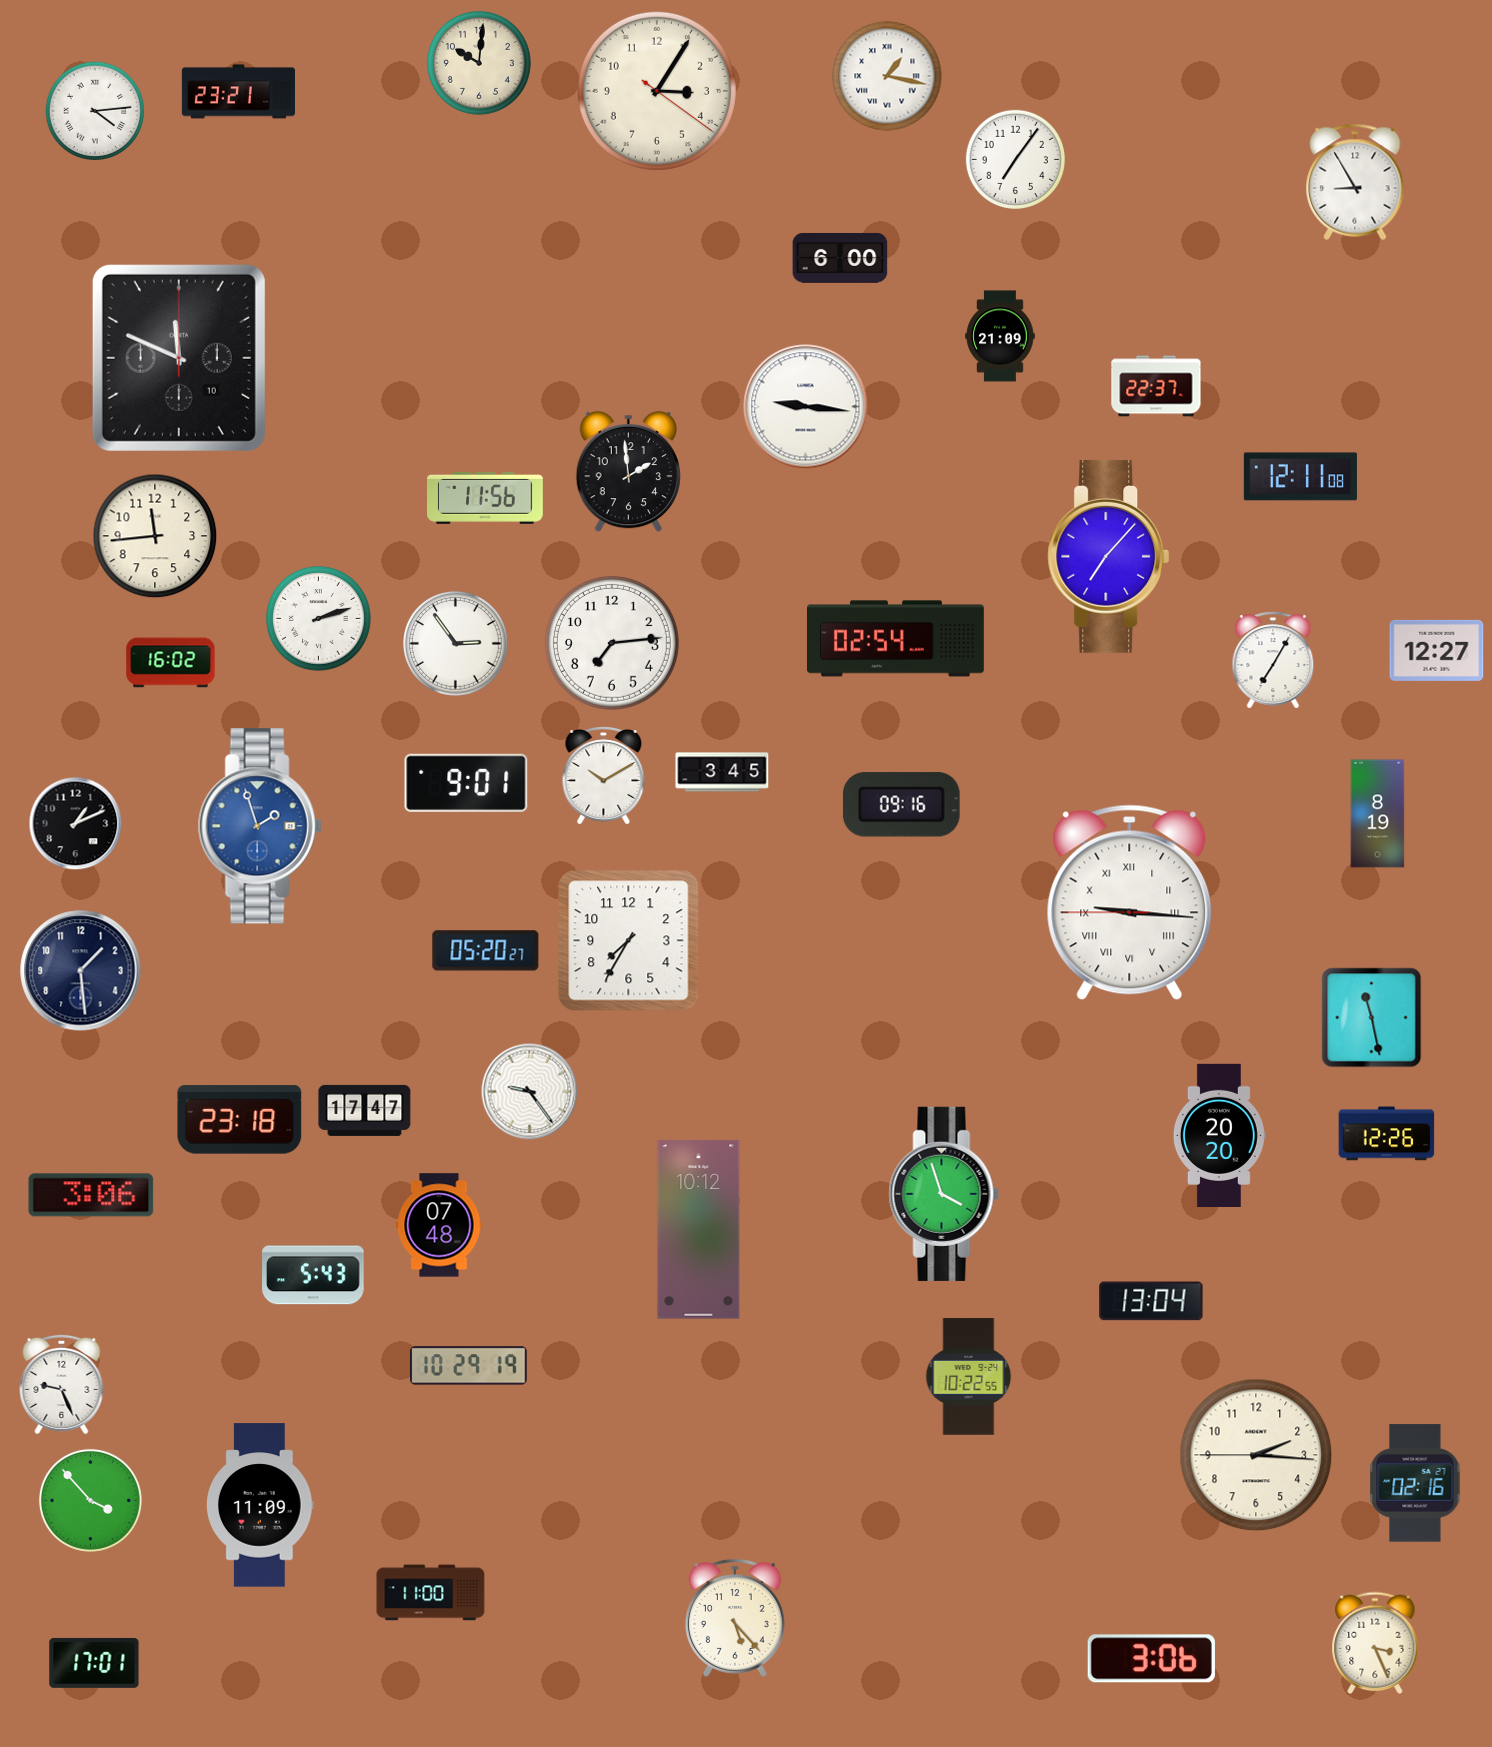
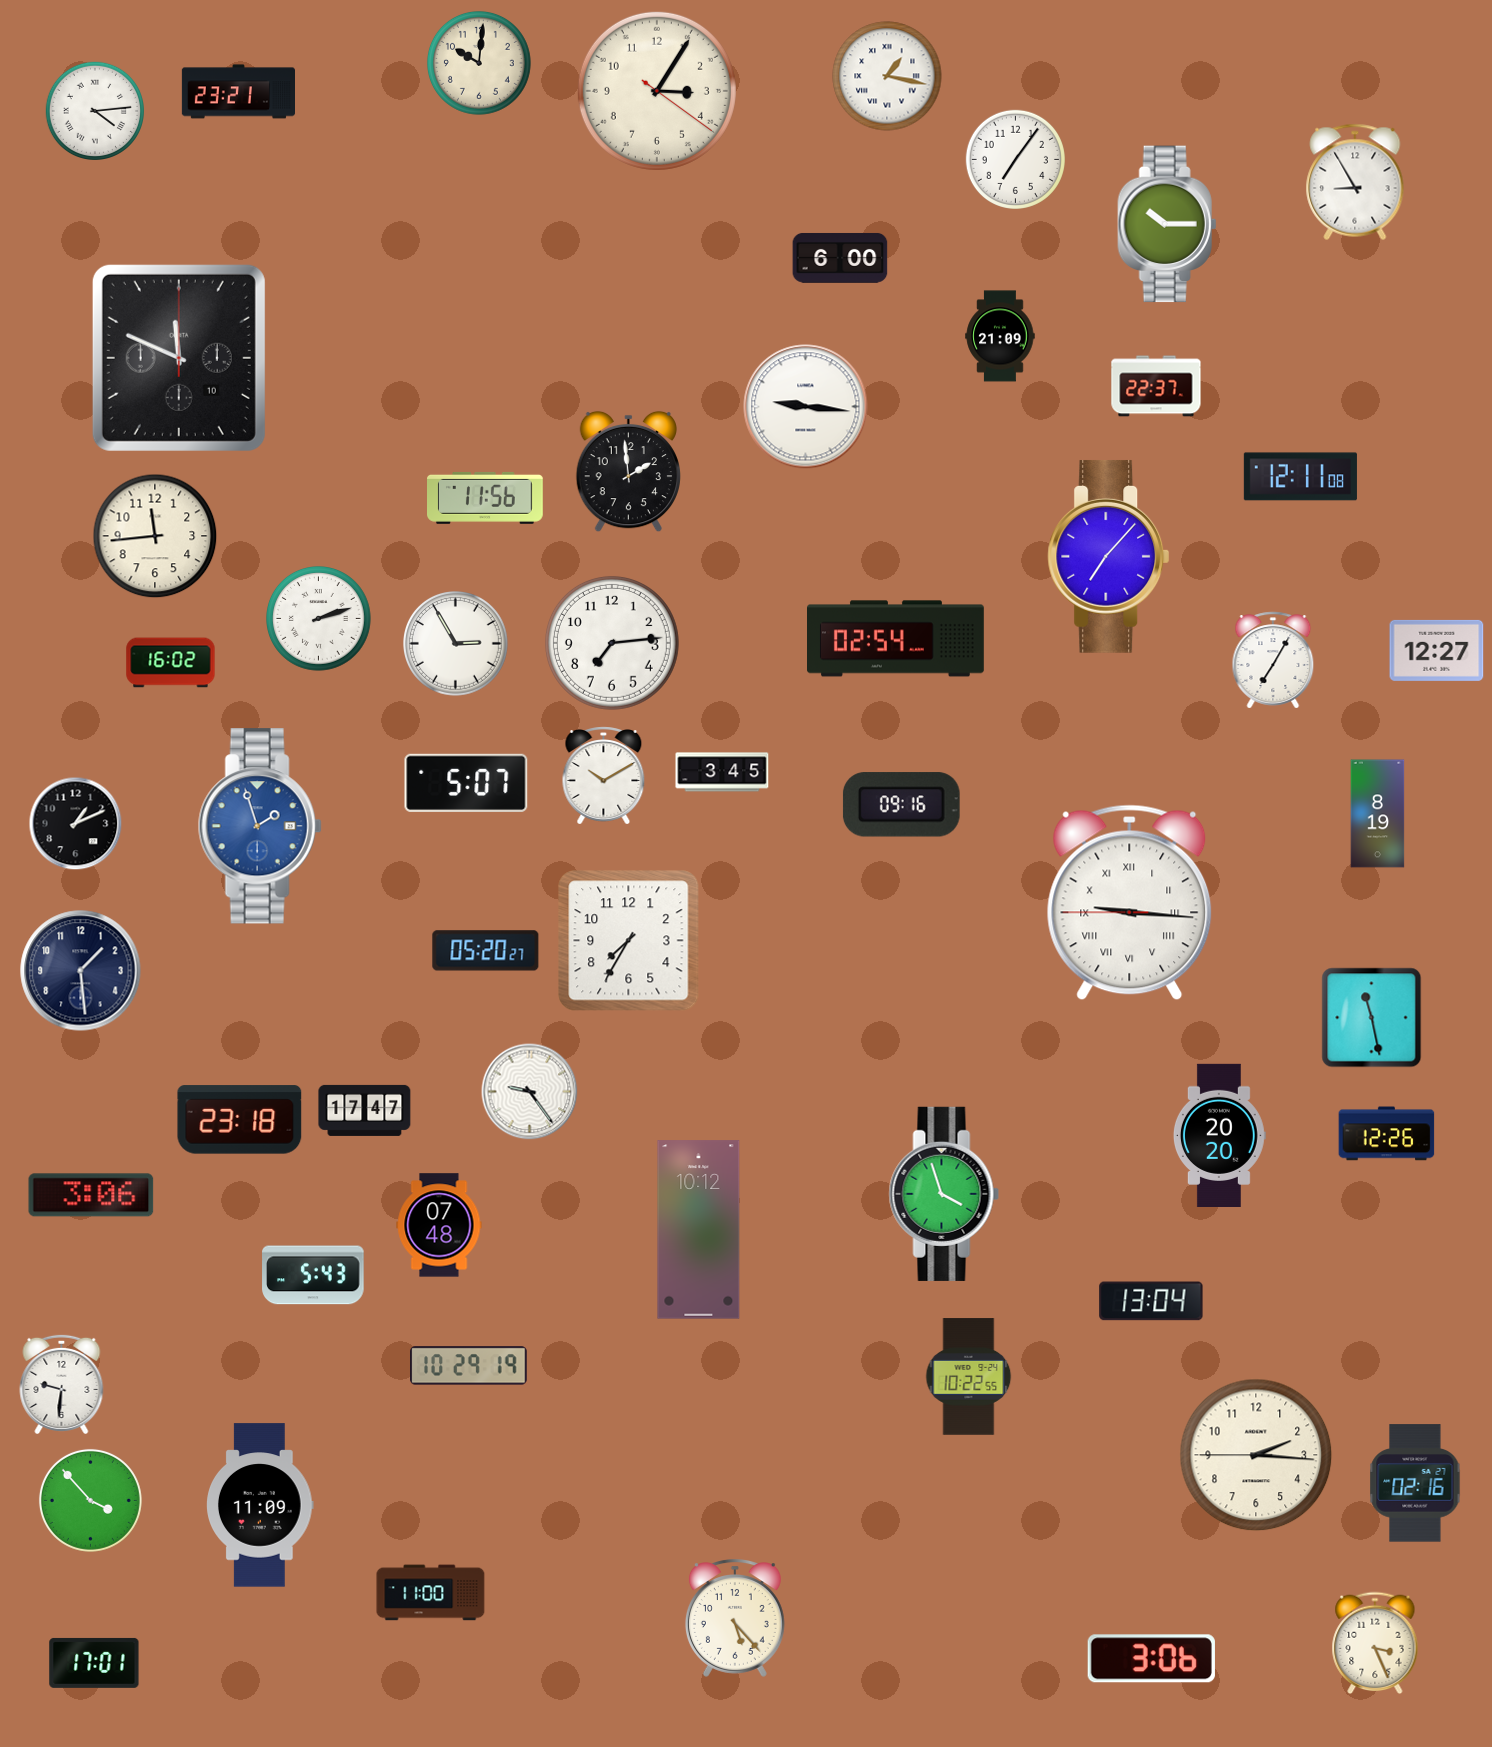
clock at (1167, 224): none -> 10:15
clock at (456, 644): 2:54 -> 2:55
clock at (466, 783): 9:01 -> 5:07
clock at (62, 1384): 9:26 -> 9:31
